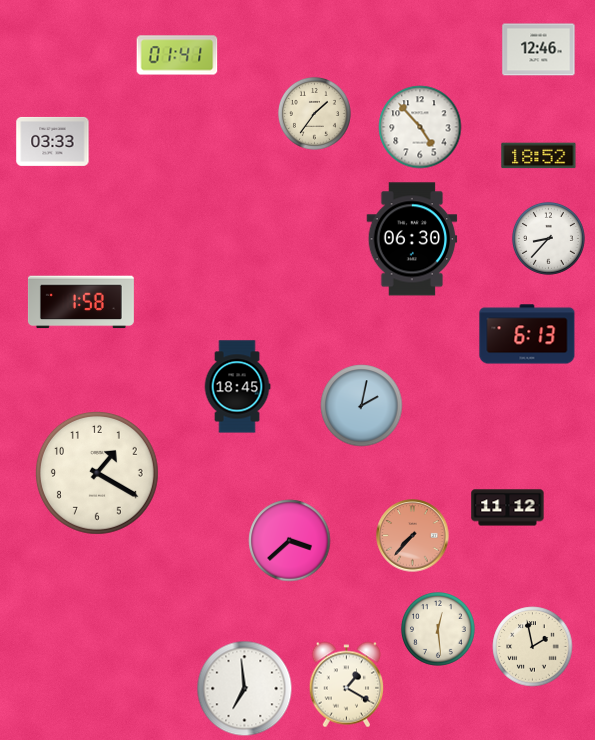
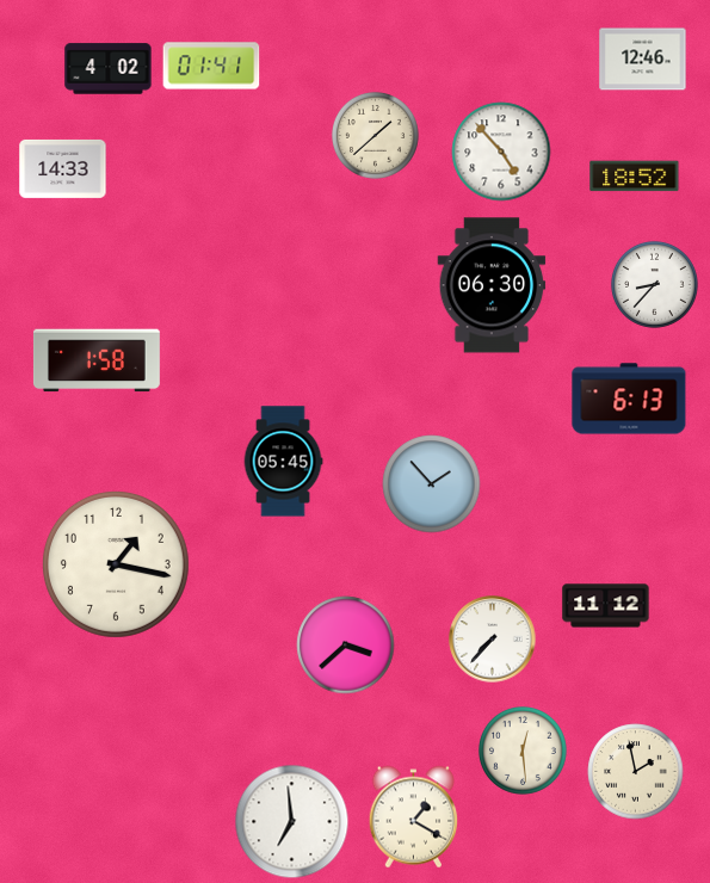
clock at (109, 69): none -> 4:02
clock at (314, 113): 1:36 -> 1:38
clock at (53, 141): 03:33 -> 14:33
clock at (539, 156) position: (539, 156) -> (635, 177)
clock at (237, 387): 18:45 -> 05:45
clock at (362, 406): 2:02 -> 1:53
clock at (97, 473): 1:20 -> 1:17
clock at (413, 536) dial: salmon -> white
